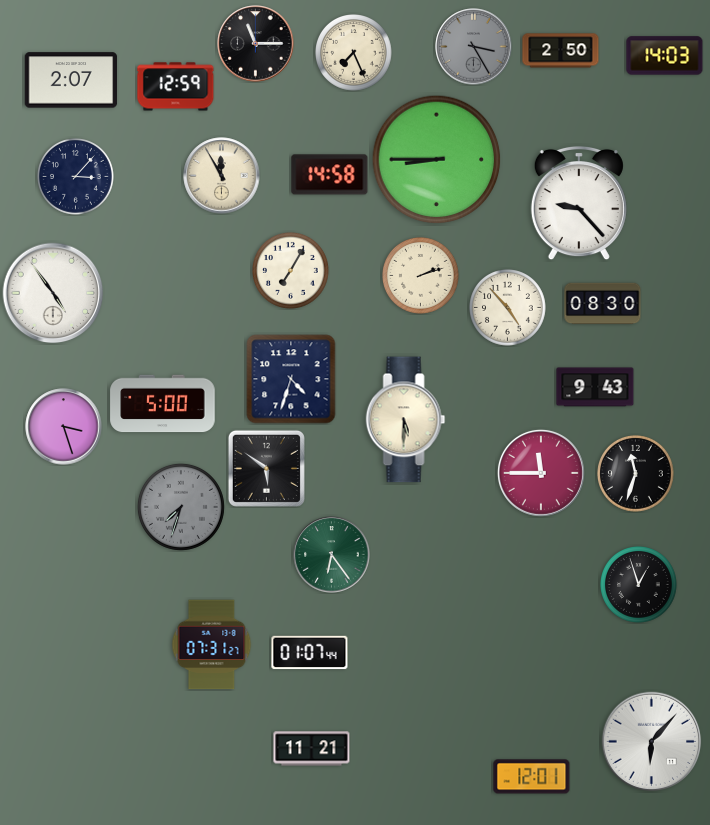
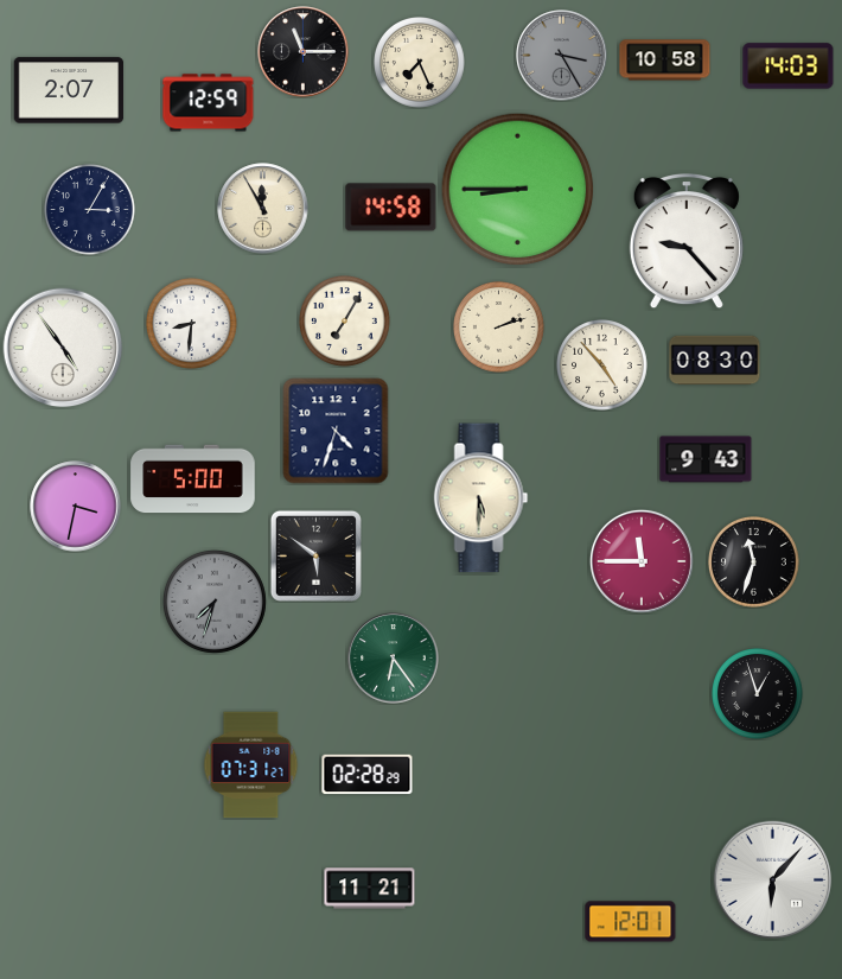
clock at (561, 51): 2:50 -> 10:58
clock at (71, 80) position: (71, 80) -> (69, 90)
clock at (76, 177): 3:07 -> 3:05
clock at (192, 324): none -> 8:31
clock at (291, 379) position: (291, 379) -> (336, 431)
clock at (64, 427): 3:27 -> 3:32
clock at (310, 653): 01:07 -> 02:28
